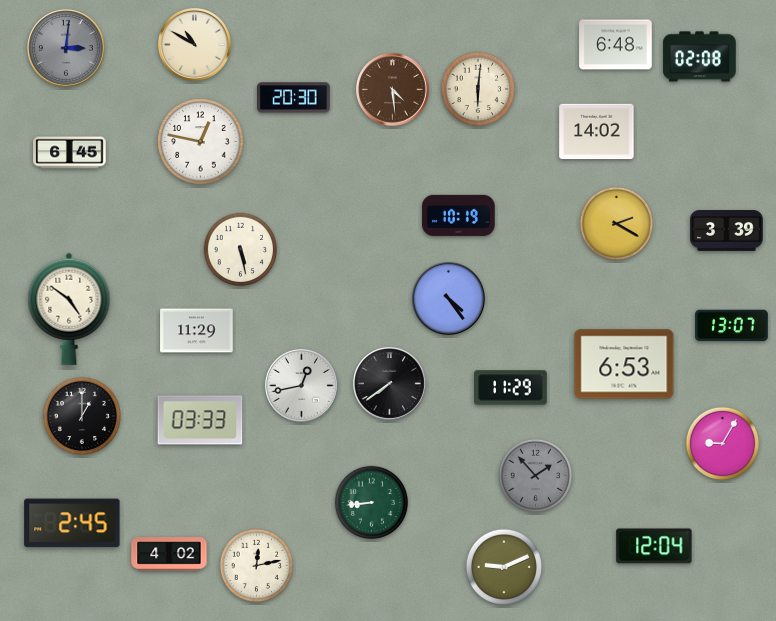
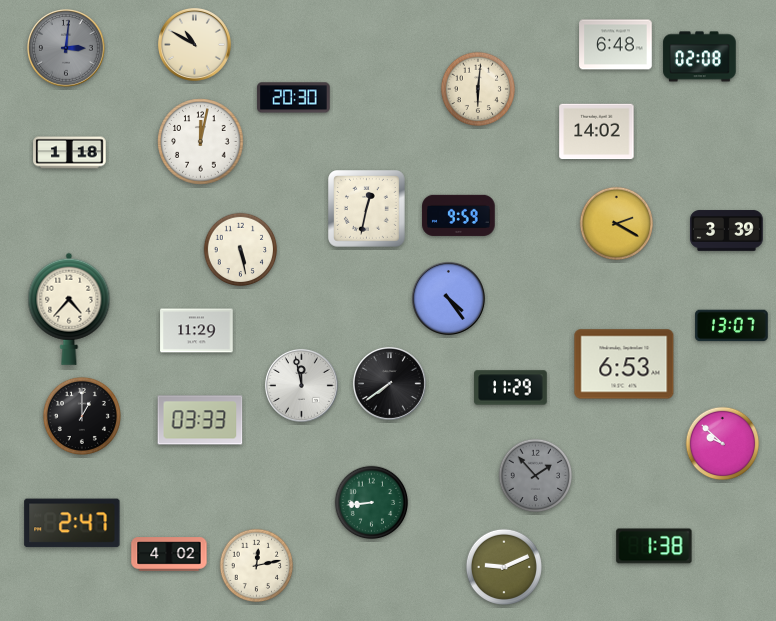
clock at (393, 90): 4:29 -> none
clock at (201, 142): 12:47 -> 12:02
clock at (70, 153): 6:45 -> 1:18
clock at (367, 209): none -> 12:32
clock at (459, 215): 10:19 -> 9:59
clock at (69, 309): 4:51 -> 4:37
clock at (302, 386): 12:43 -> 11:58
clock at (723, 444): 9:05 -> 9:52
clock at (72, 523): 2:45 -> 2:47
clock at (654, 546): 12:04 -> 1:38
